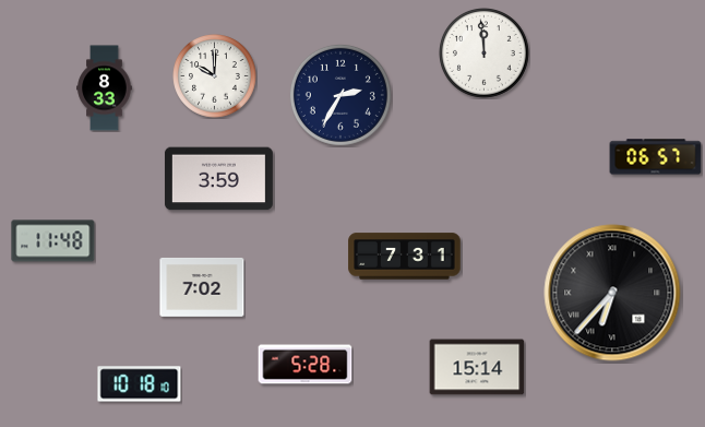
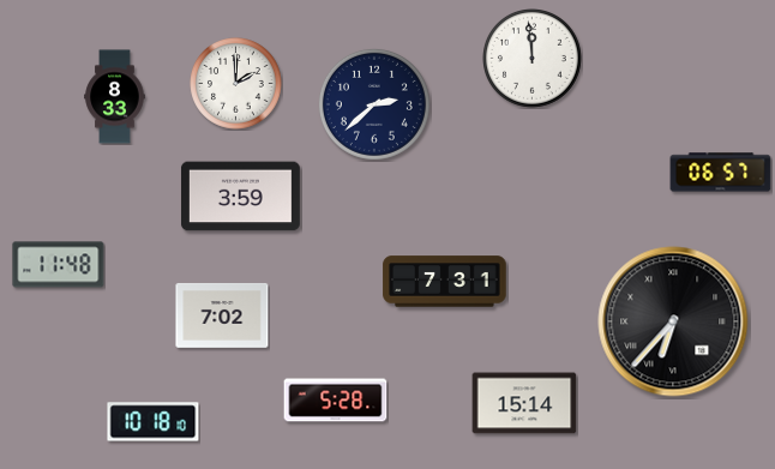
clock at (215, 76): 10:00 -> 2:00
clock at (340, 95): 2:35 -> 2:38
